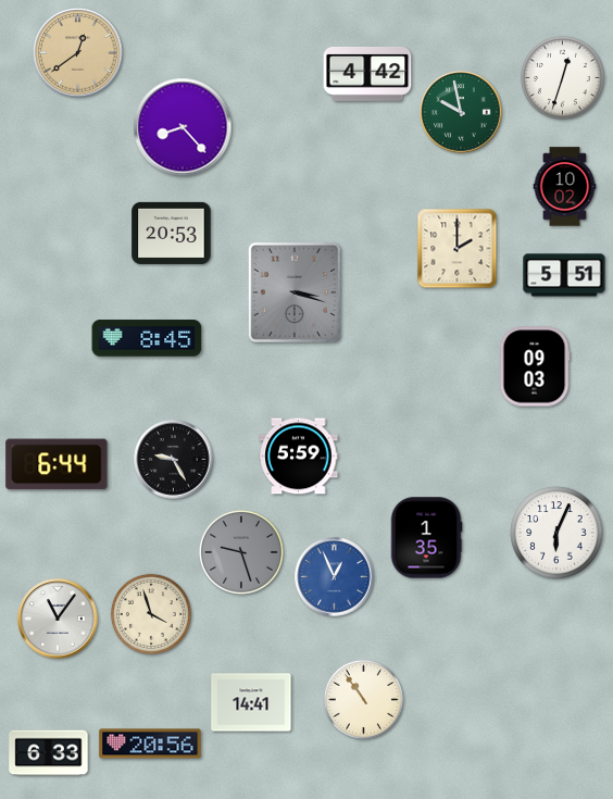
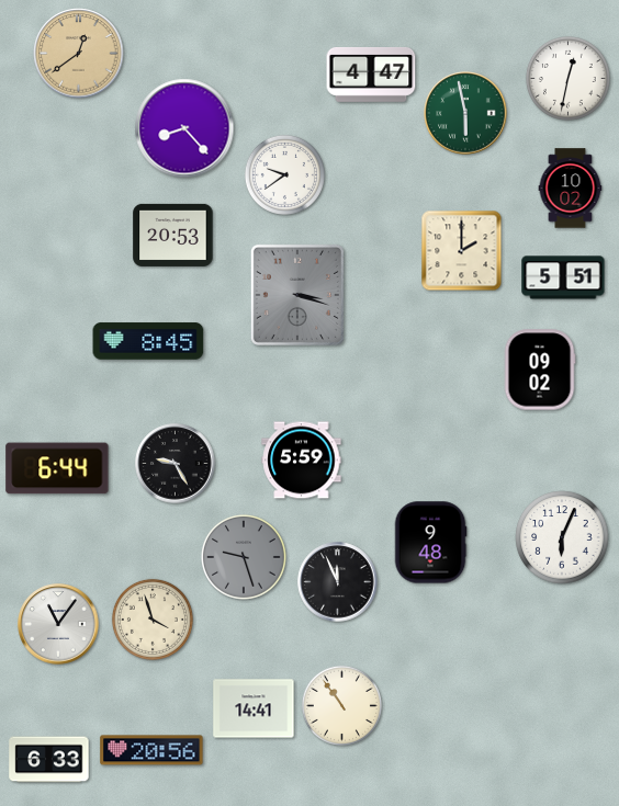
clock at (367, 74): 4:42 -> 4:47
clock at (562, 77): 12:33 -> 12:32
clock at (461, 112): 9:58 -> 5:58
clock at (284, 174): none -> 9:39
clock at (564, 275) position: (564, 275) -> (563, 277)
clock at (535, 366): 09:03 -> 09:02
clock at (426, 538): 1:35 -> 9:48
clock at (335, 577): 12:56 -> 11:56
clock at (335, 577) dial: blue -> black
clock at (363, 699) position: (363, 699) -> (341, 705)
